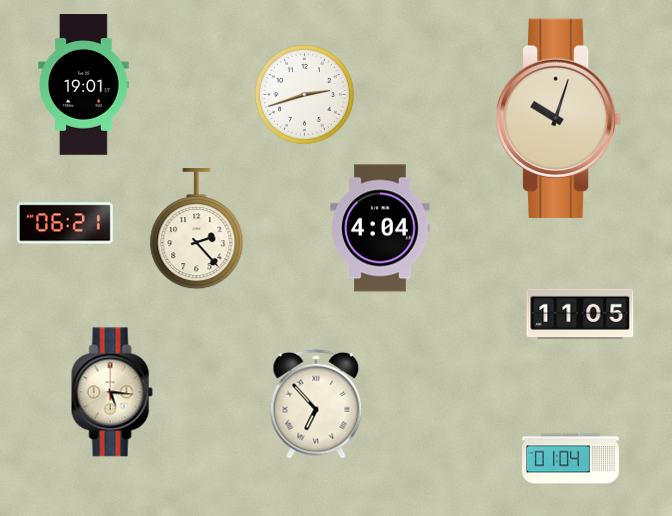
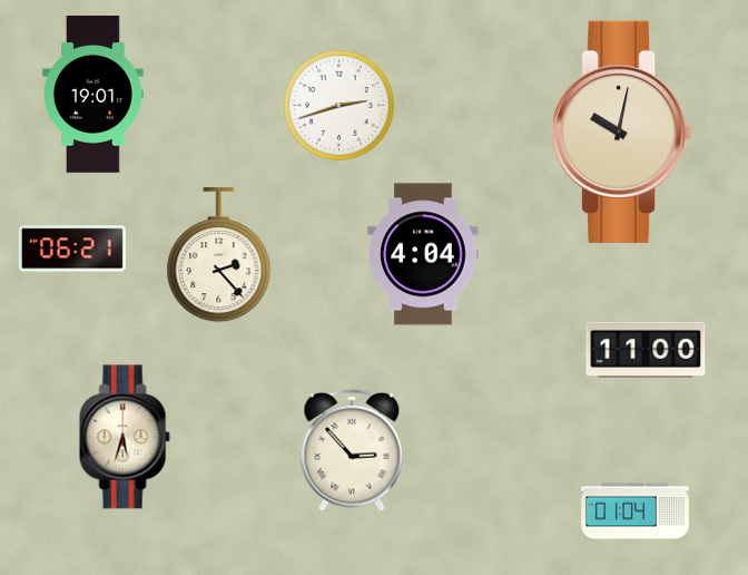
clock at (559, 118): 10:03 -> 10:02
clock at (580, 313): 11:05 -> 11:00
clock at (112, 392): 5:16 -> 5:33
clock at (316, 404): 6:53 -> 2:53
